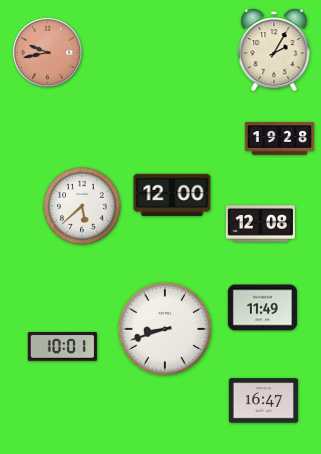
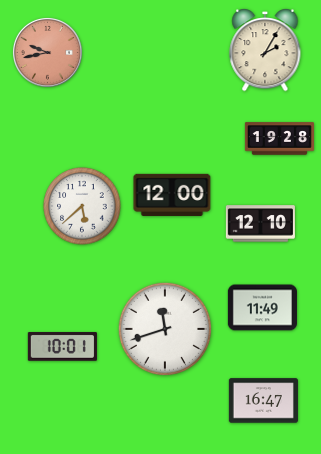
clock at (274, 50) position: (274, 50) -> (265, 50)
clock at (260, 224): 12:08 -> 12:10
clock at (165, 329): 8:42 -> 11:42
